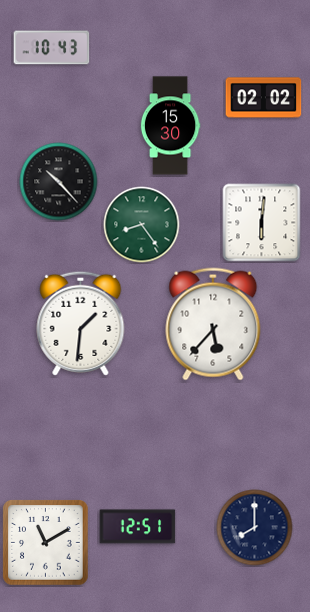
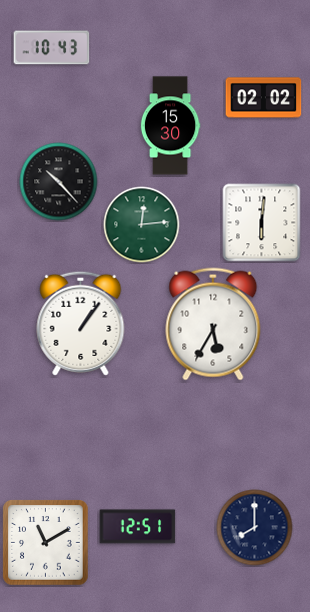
clock at (142, 225): 8:24 -> 12:14
clock at (81, 323): 1:31 -> 1:06
clock at (213, 324): 5:37 -> 5:35
